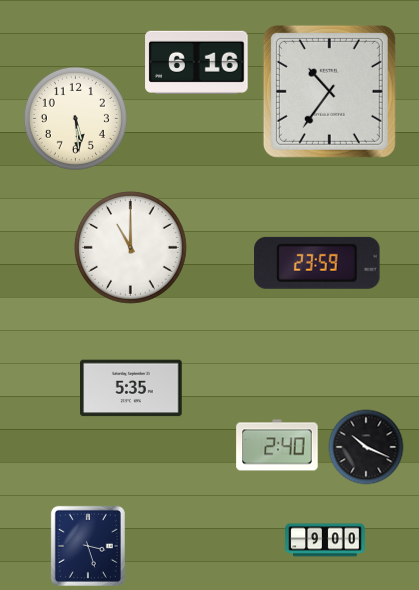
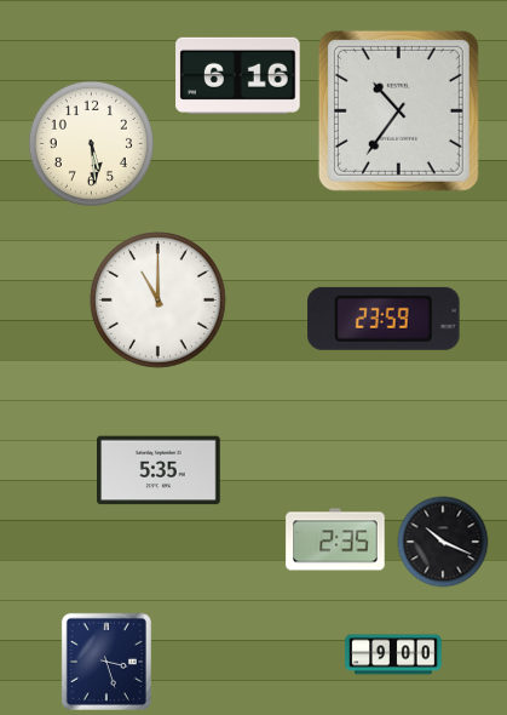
clock at (277, 445): 2:40 -> 2:35
